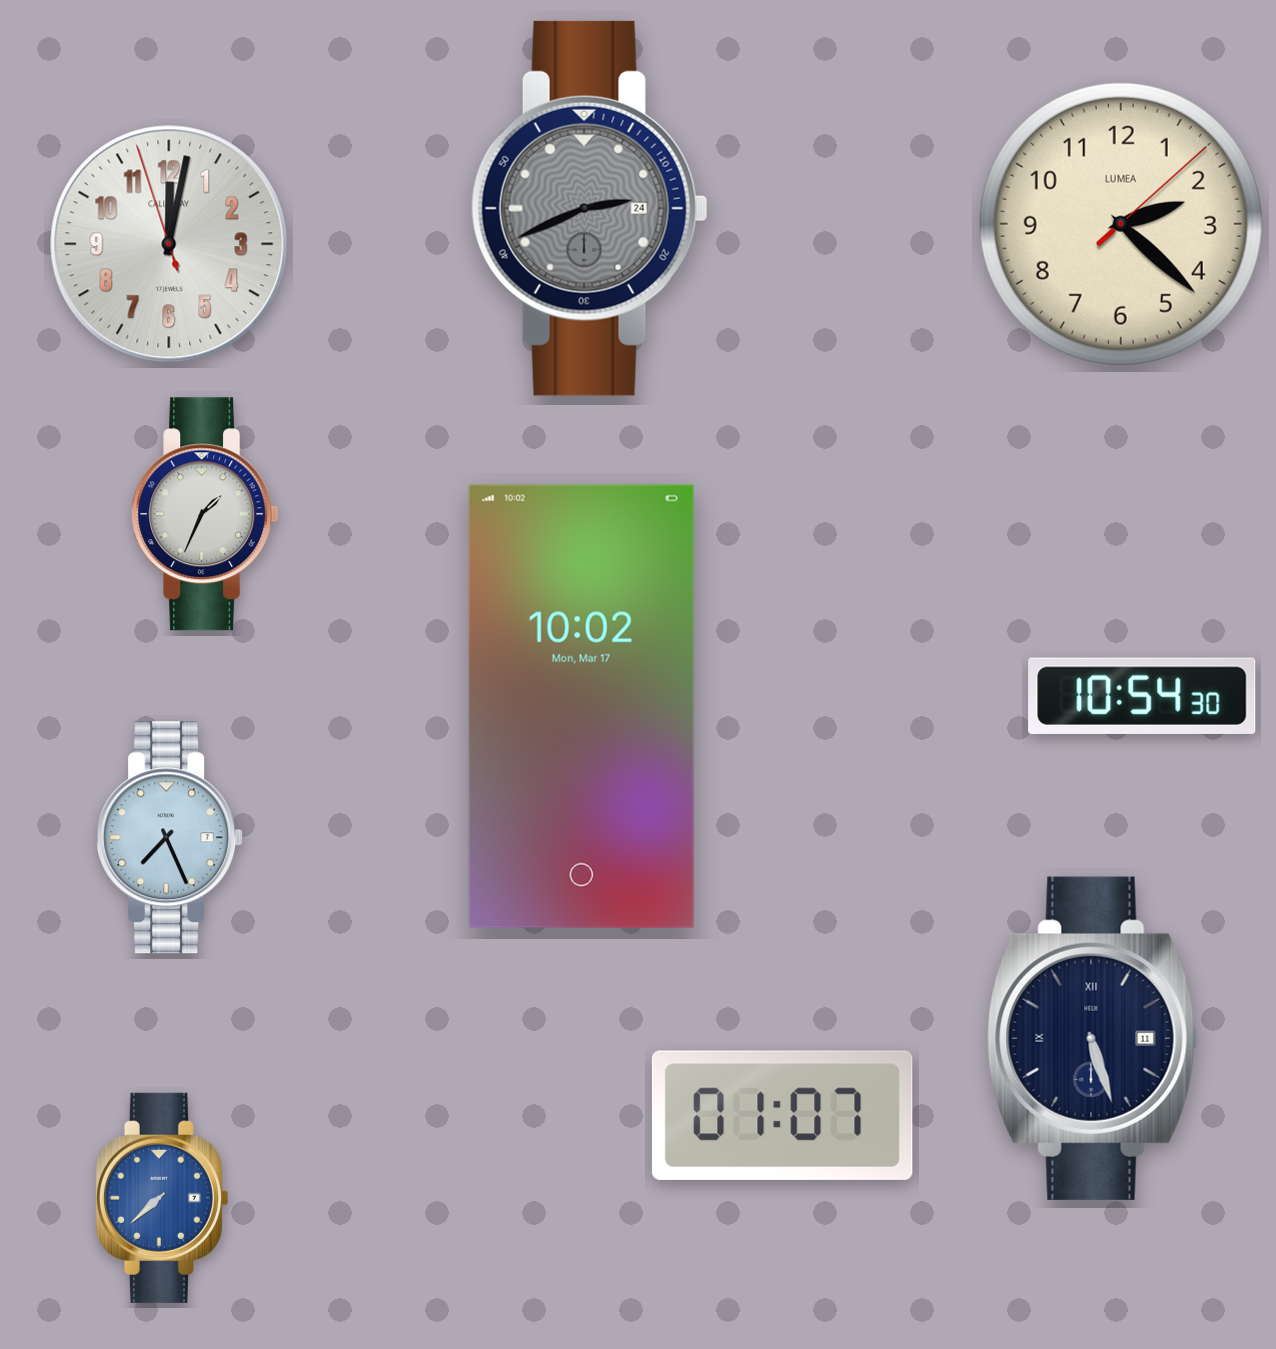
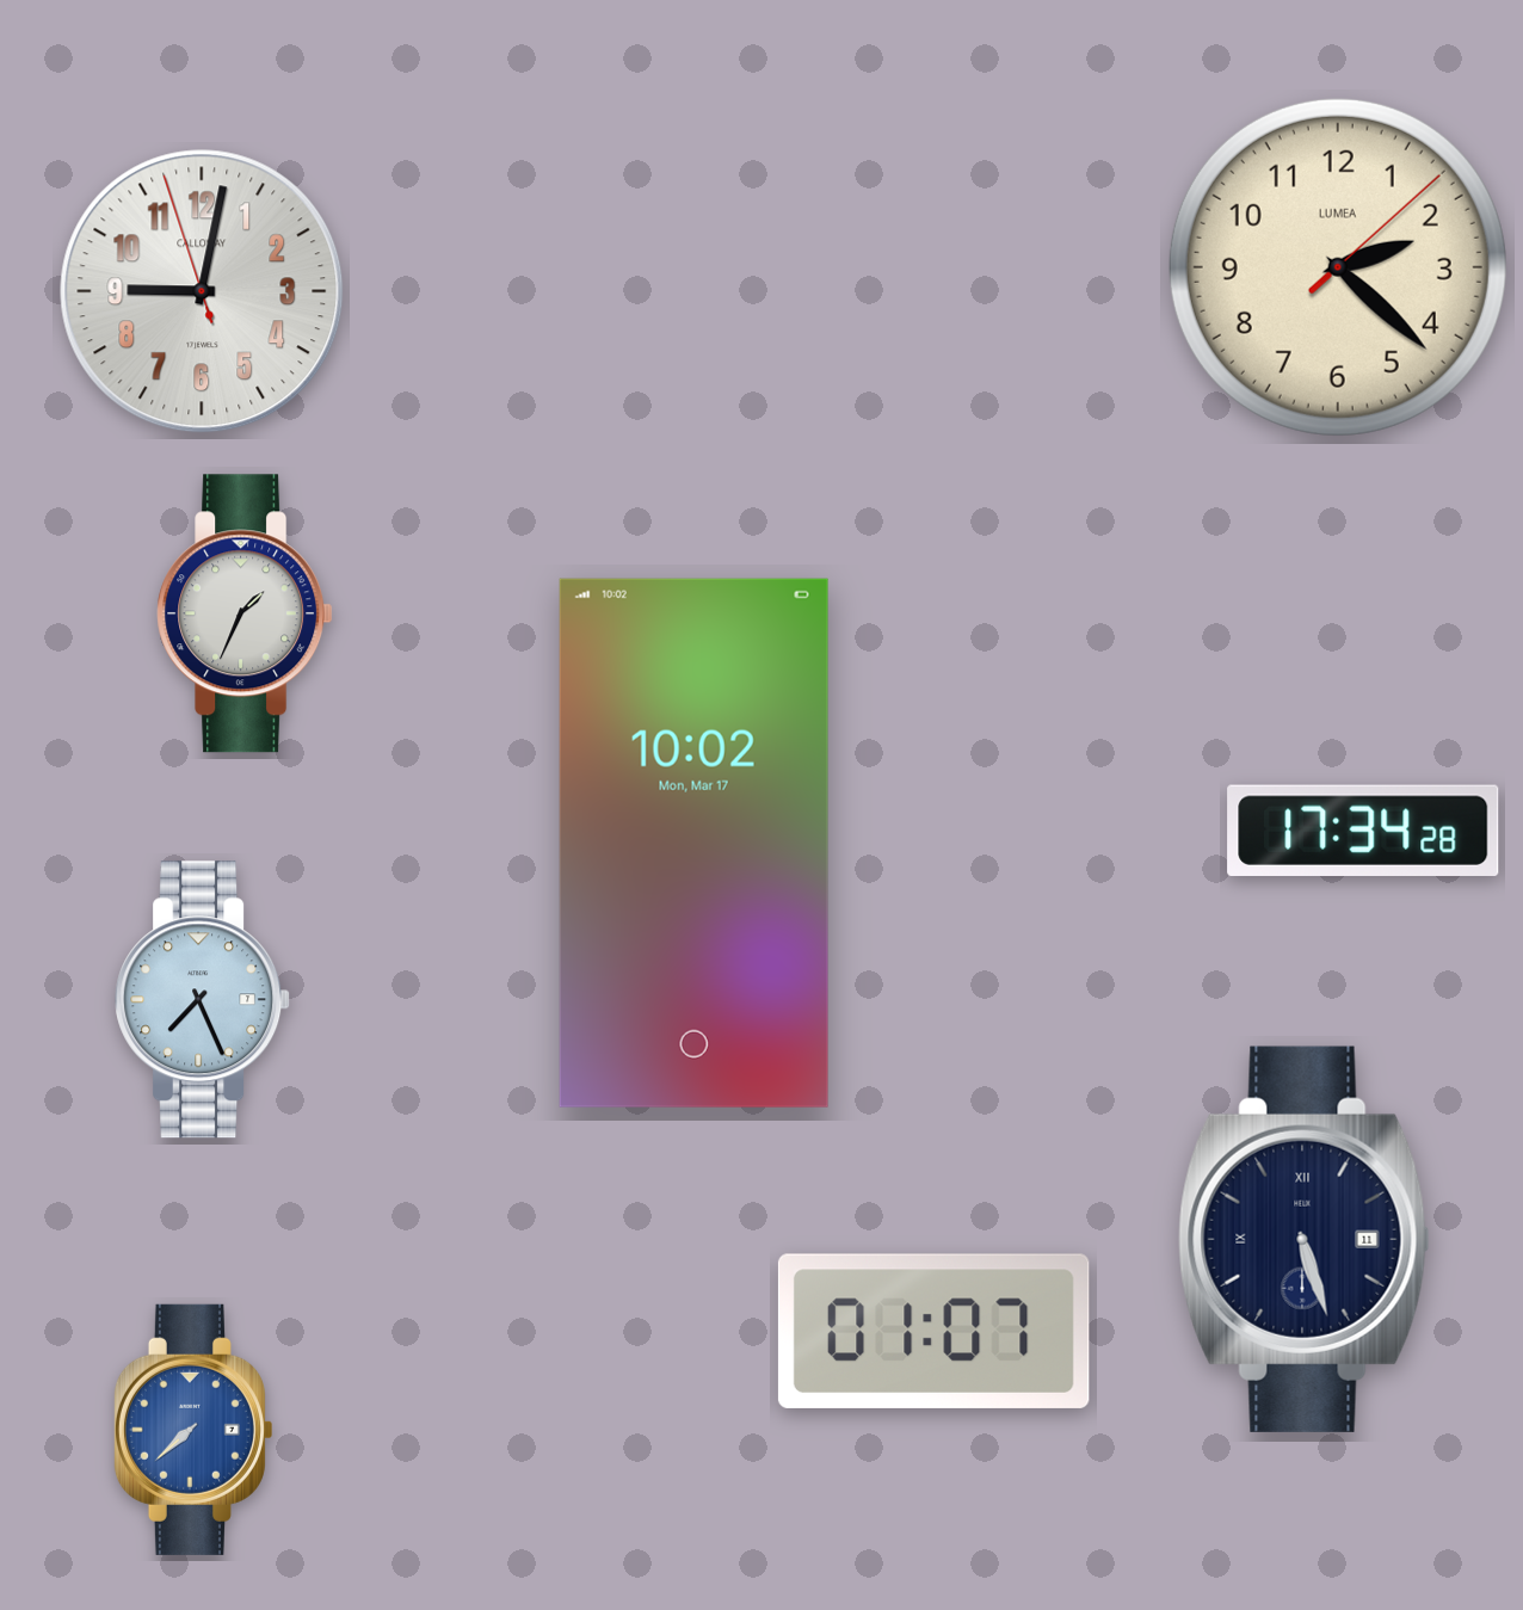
clock at (589, 208): 2:41 -> none
clock at (169, 244): 12:01 -> 9:01
clock at (1142, 696): 10:54 -> 17:34
